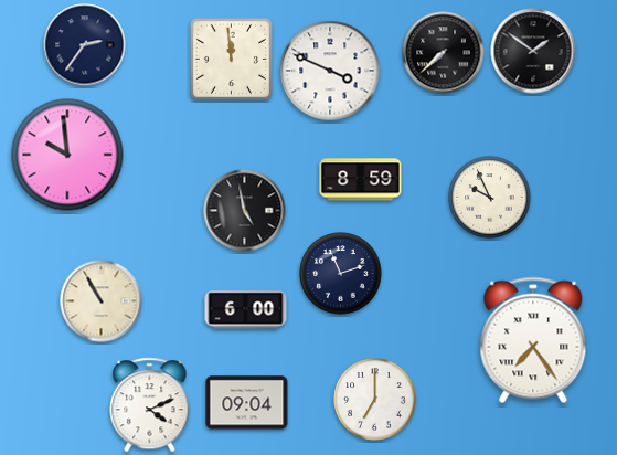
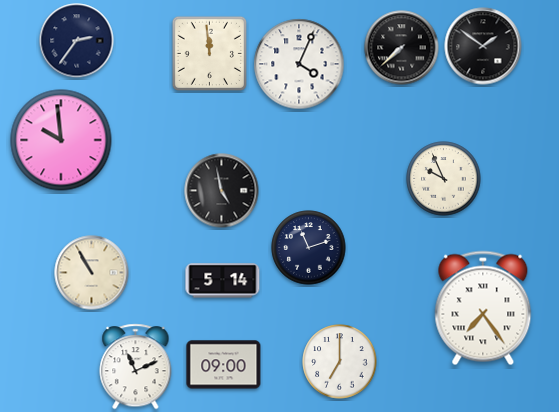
clock at (330, 71): 3:49 -> 4:04
clock at (361, 180): 8:59 -> none
clock at (246, 310): 6:00 -> 5:14
clock at (247, 403): 09:04 -> 09:00
clock at (150, 405): 4:11 -> 11:11
